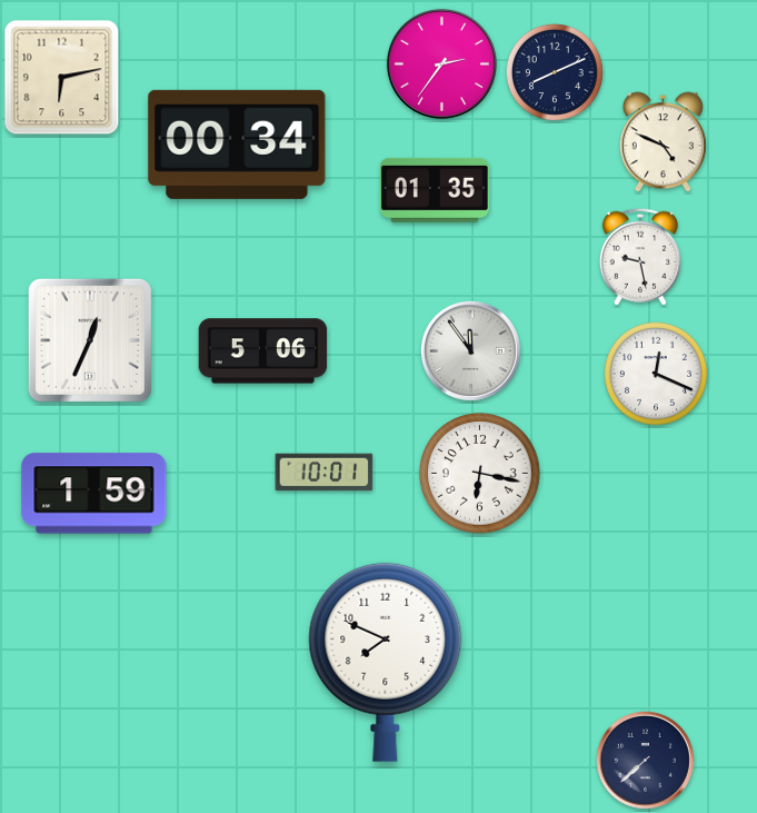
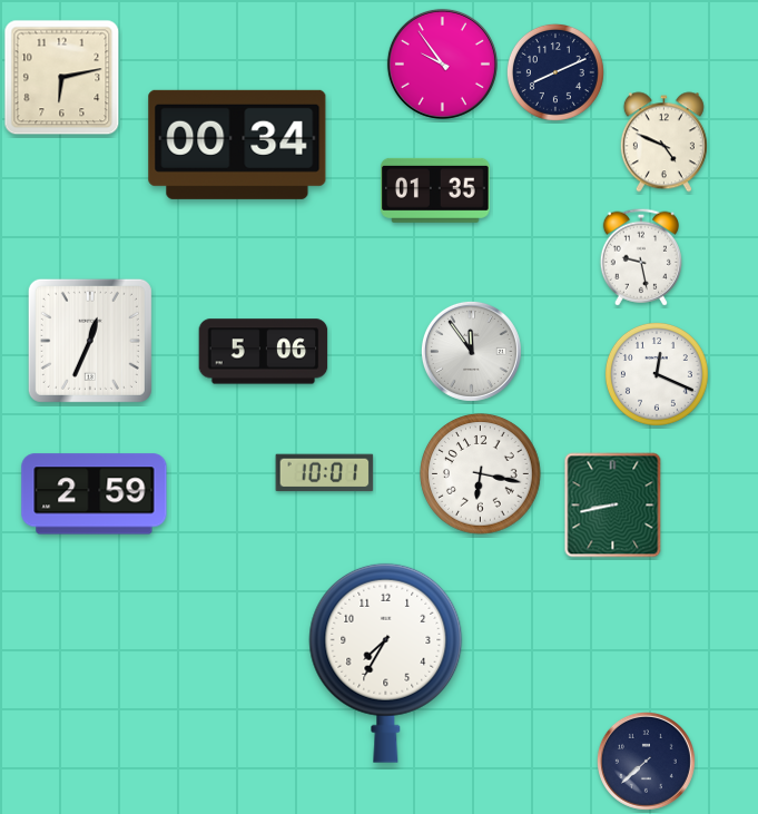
clock at (441, 63): 2:36 -> 9:54
clock at (94, 494): 1:59 -> 2:59
clock at (613, 506): none -> 8:43
clock at (386, 662): 7:49 -> 7:35
